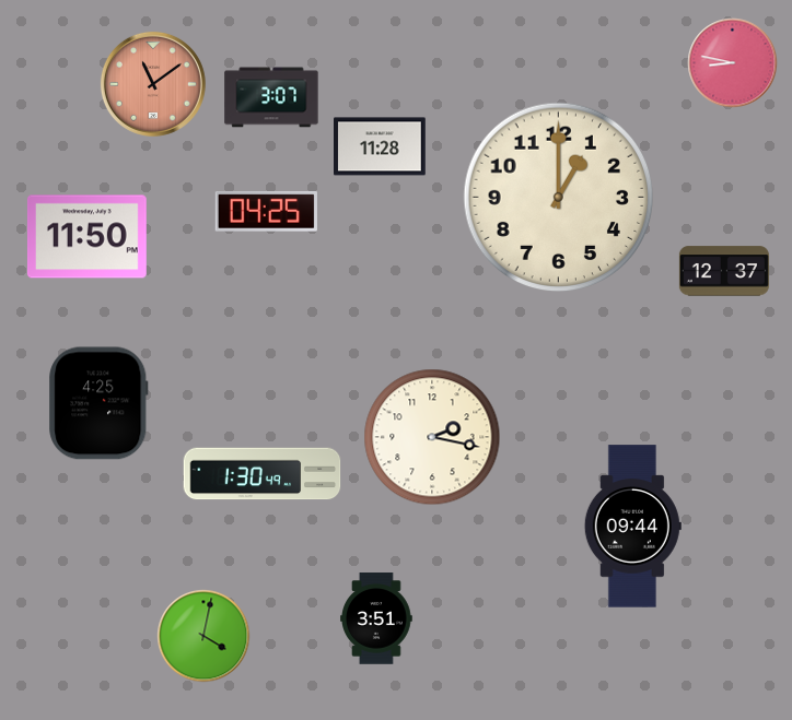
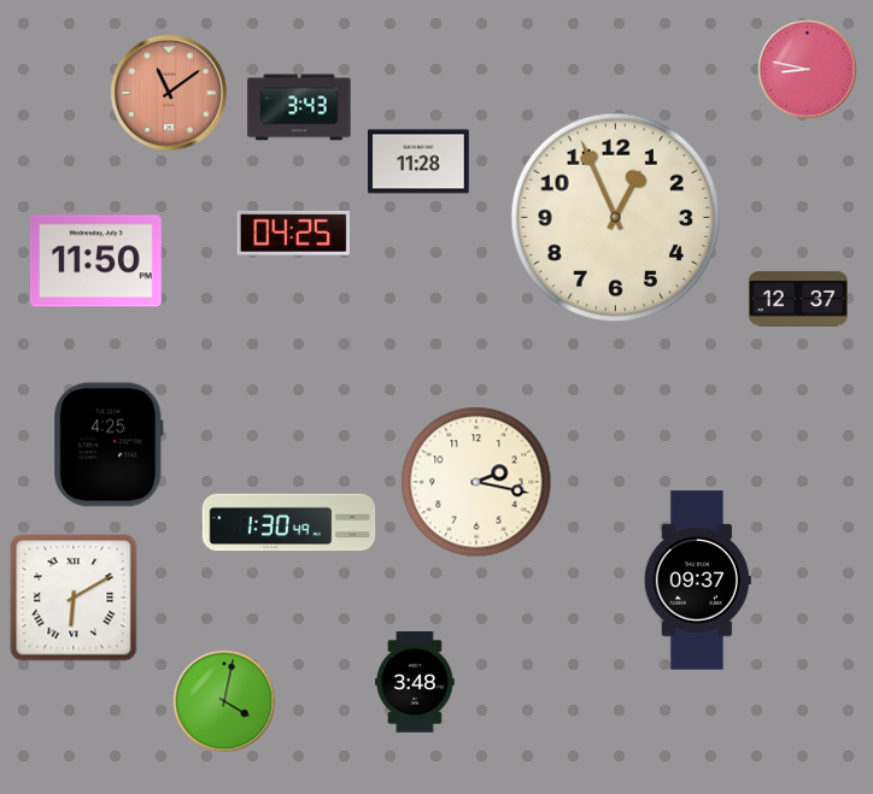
clock at (271, 97): 3:07 -> 3:43
clock at (559, 198): 1:00 -> 12:56
clock at (632, 527): 09:44 -> 09:37
clock at (74, 598): none -> 6:10
clock at (377, 618): 3:51 -> 3:48
